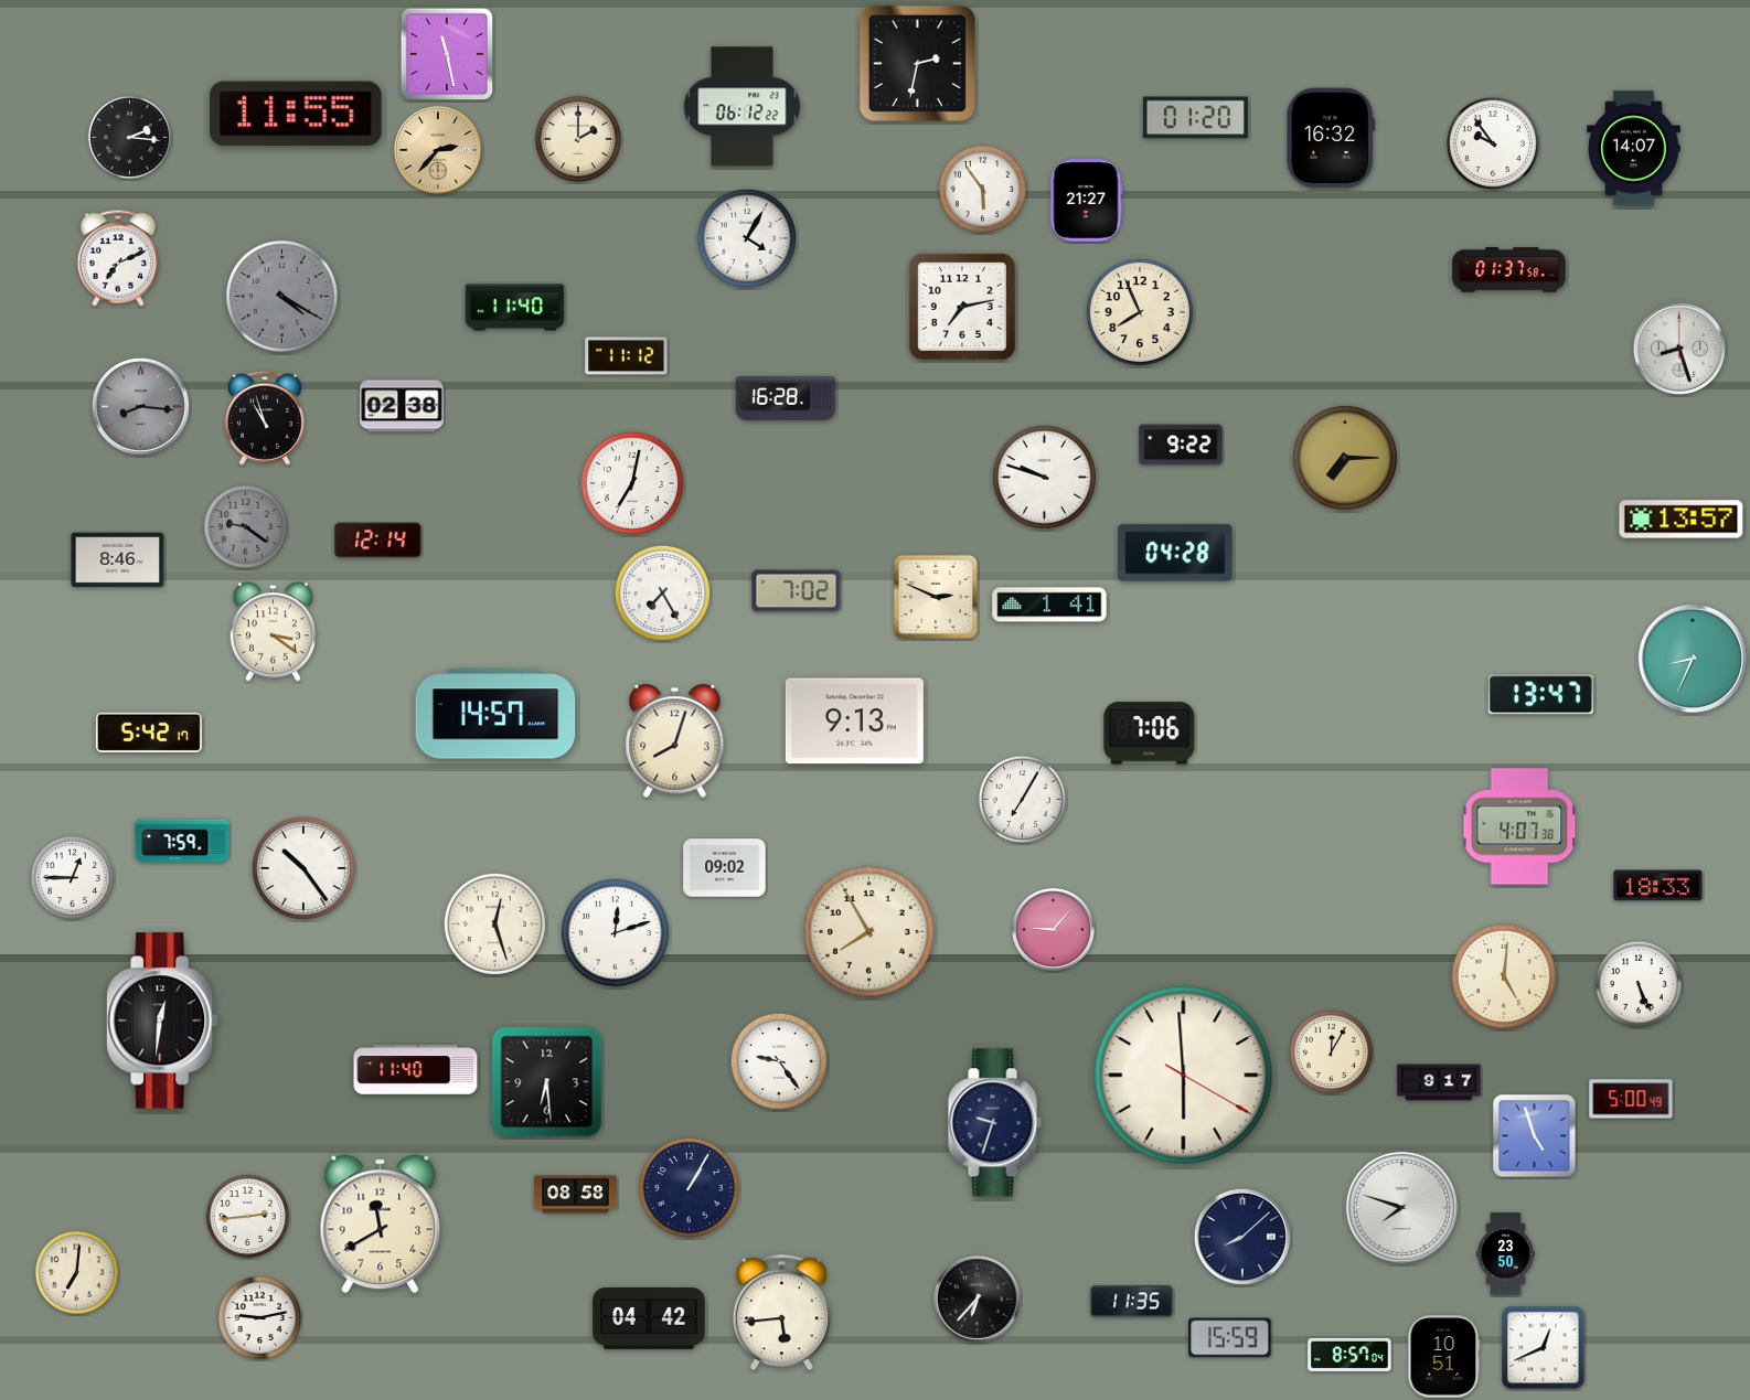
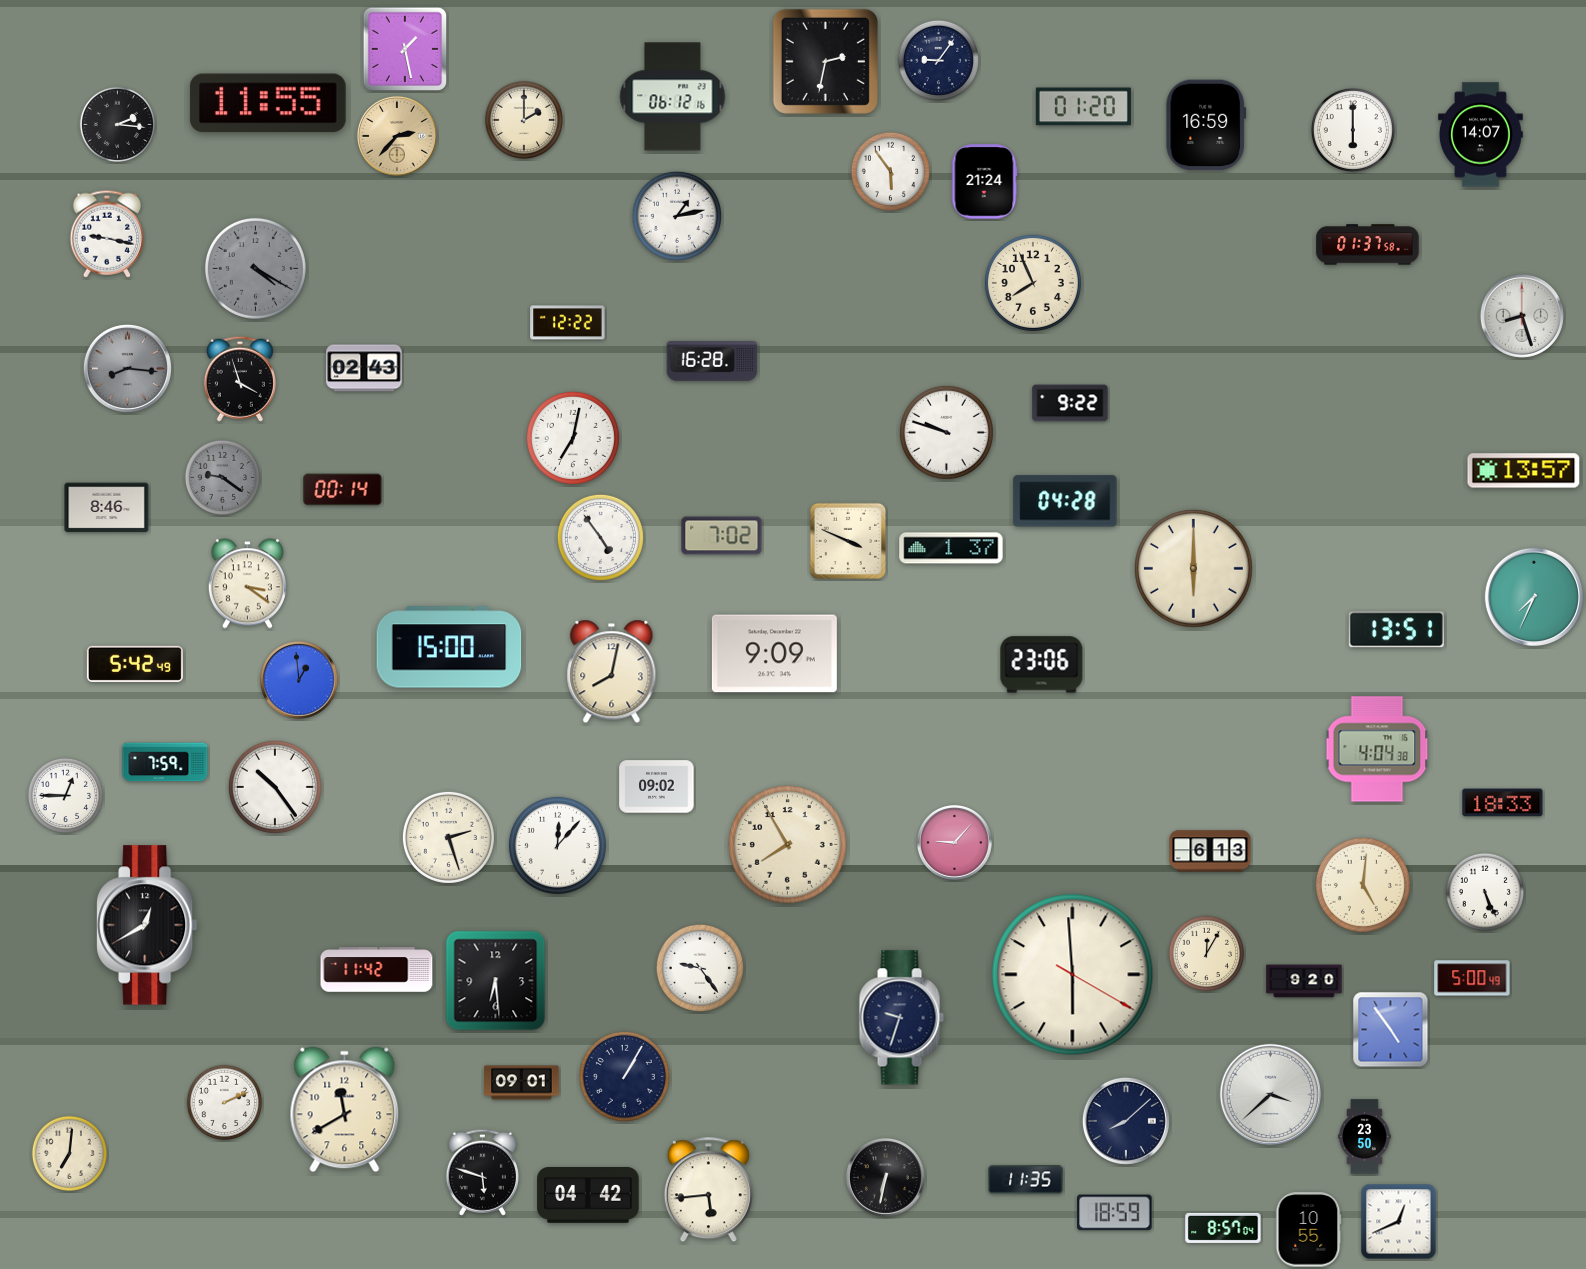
clock at (447, 54): 11:28 -> 1:28
clock at (917, 63) position: (917, 63) -> (825, 61)
clock at (938, 60): none -> 9:06
clock at (743, 107): 06:12:22 -> 06:12:16
clock at (577, 138) position: (577, 138) -> (523, 119)
clock at (1331, 138): 16:32 -> 16:59
clock at (1493, 143): 9:54 -> 6:00
clock at (1086, 201): 21:27 -> 21:24
clock at (747, 238): 4:05 -> 1:13
clock at (118, 258): 7:11 -> 9:17
clock at (962, 307): 7:13 -> none
clock at (515, 308): 11:40 -> none
clock at (627, 356): 11:12 -> 12:22
clock at (402, 406): 02:38 -> 02:43
clock at (265, 418): 10:57 -> 3:57
clock at (1345, 458): 7:15 -> none
clock at (378, 541): 12:14 -> 00:14
clock at (662, 592): 7:25 -> 4:54
clock at (935, 596): 2:49 -> 3:49
clock at (1049, 605): 1:41 -> 1:37
clock at (1194, 569): none -> 6:00
clock at (273, 632) position: (273, 632) -> (247, 584)
clock at (1693, 659): 8:34 -> 7:34
clock at (1540, 695): 13:47 -> 13:51
clock at (495, 714): 14:57 -> 15:00
clock at (854, 722): 9:13 -> 9:09
clock at (149, 733): 5:42:17 -> 5:42:49
clock at (1150, 734): 7:06 -> 23:06
clock at (675, 741): 8:03 -> 8:02
clock at (299, 680): none -> 12:59
clock at (1022, 799): 7:05 -> none
clock at (1519, 826): 4:07 -> 4:04
clock at (494, 923): 12:27 -> 2:27
clock at (615, 932): 12:12 -> 12:07
clock at (1210, 851): none -> 6:13
clock at (162, 1020): 12:31 -> 12:40
clock at (779, 1061) position: (779, 1061) -> (700, 968)
clock at (416, 1070): 11:40 -> 11:42
clock at (1439, 1082): 9:17 -> 9:20
clock at (1631, 1099) position: (1631, 1099) -> (1472, 978)
clock at (1535, 1136): 4:57 -> 4:54
clock at (576, 1195): 08:58 -> 09:01
clock at (1401, 1207): 7:48 -> 3:38
clock at (248, 1217): 2:44 -> 2:11
clock at (482, 1172): none -> 5:48
clock at (977, 1299): 6:37 -> 6:32
clock at (260, 1318): 9:13 -> none
clock at (1230, 1338): 15:59 -> 18:59
clock at (1443, 1357): 10:51 -> 10:55
